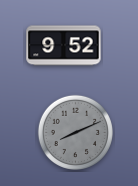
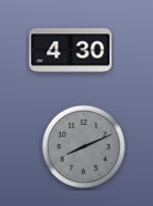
clock at (64, 46): 9:52 -> 4:30
